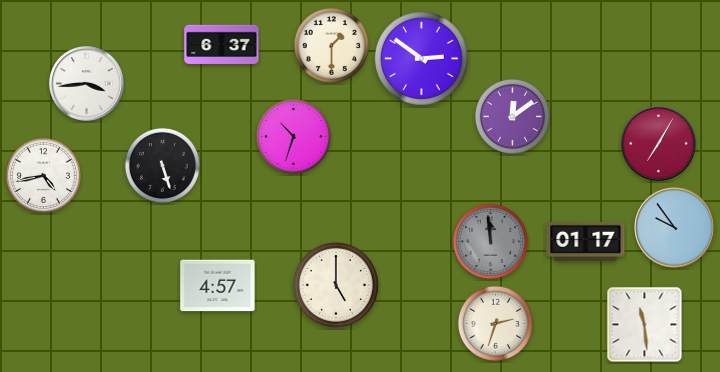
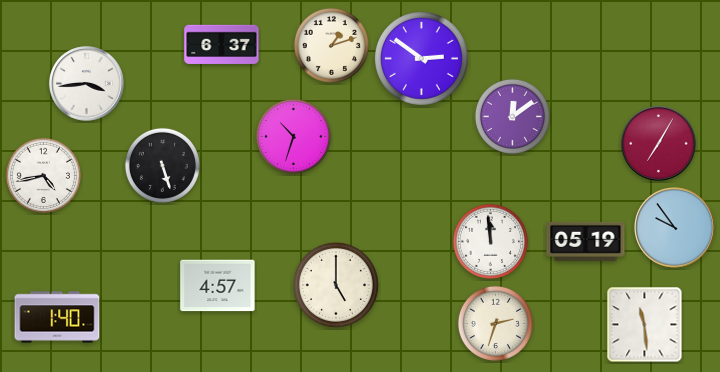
clock at (331, 45): 1:30 -> 1:12
clock at (490, 241) dial: grey -> white
clock at (586, 241): 01:17 -> 05:19
clock at (57, 317): none -> 1:40
